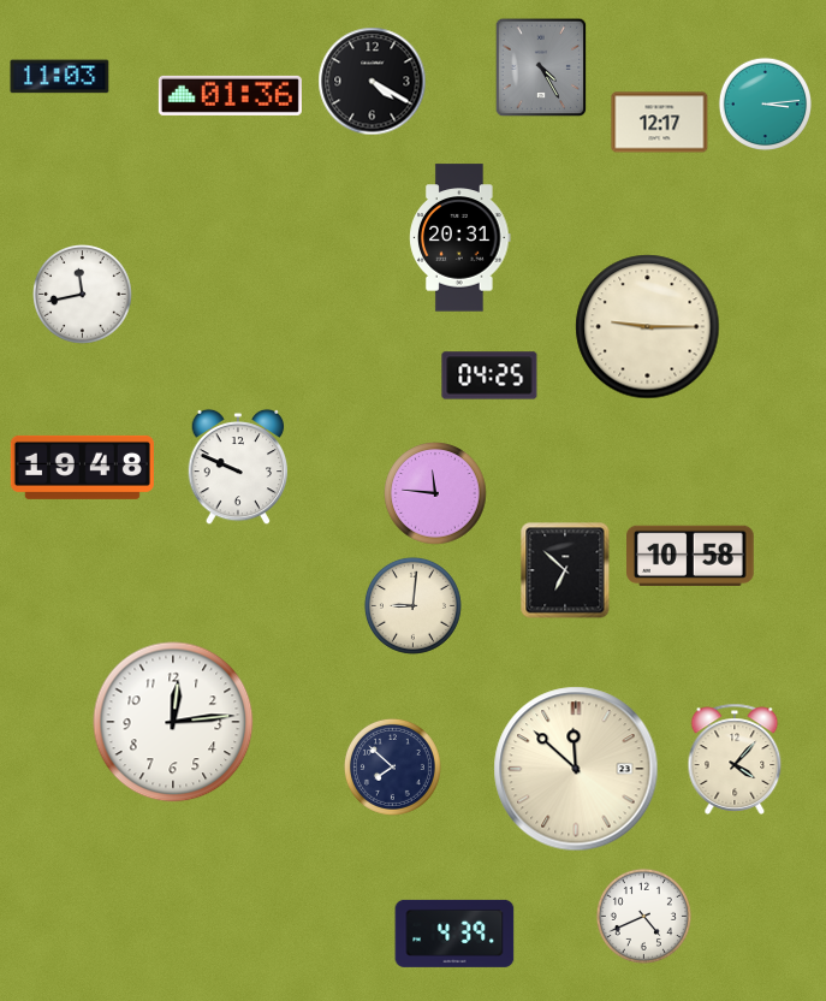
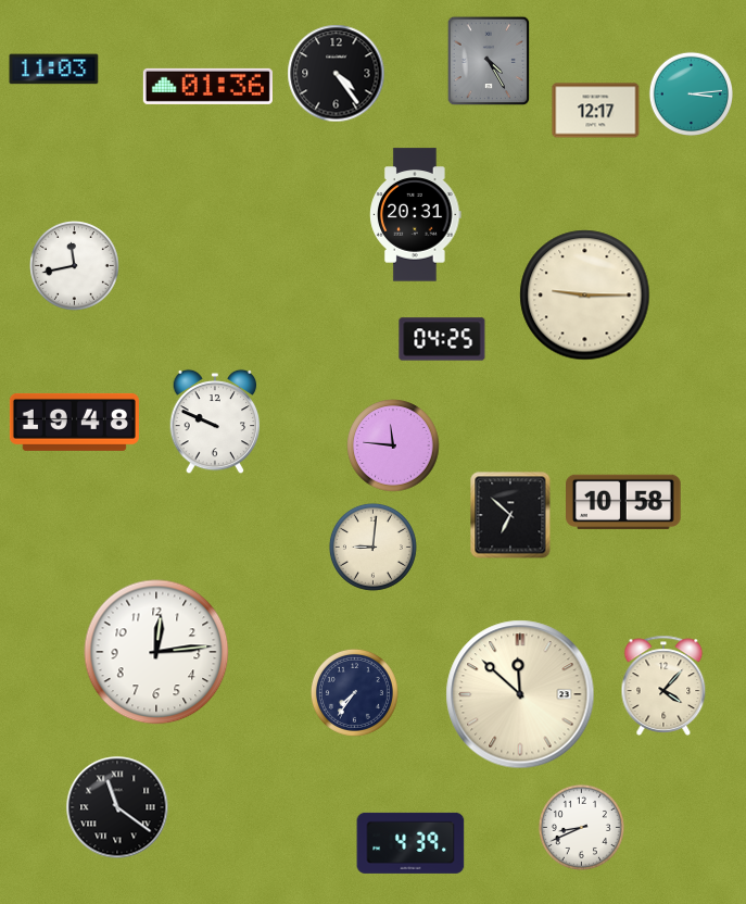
clock at (373, 82): 4:20 -> 4:24
clock at (392, 766): 7:52 -> 7:36
clock at (117, 807): none -> 11:21
clock at (643, 916): 4:41 -> 8:41
